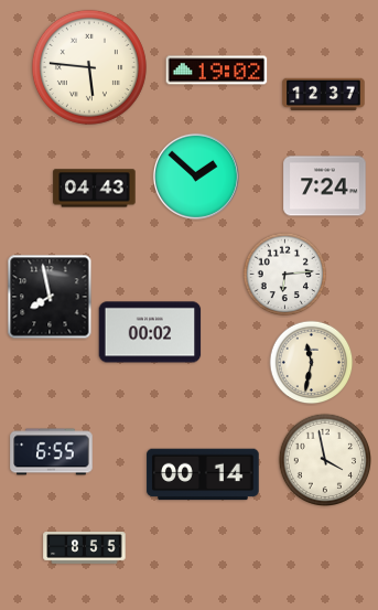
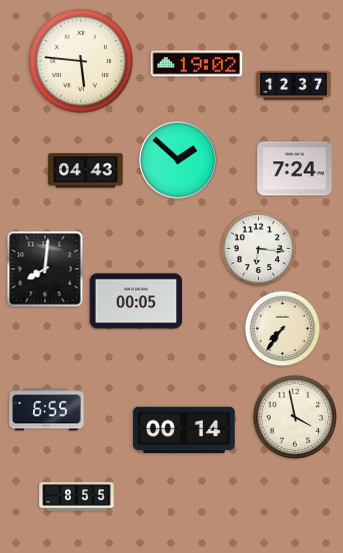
clock at (285, 275): 6:14 -> 6:16
clock at (50, 297): 7:58 -> 8:01
clock at (150, 332): 00:02 -> 00:05
clock at (312, 363): 11:32 -> 7:36
